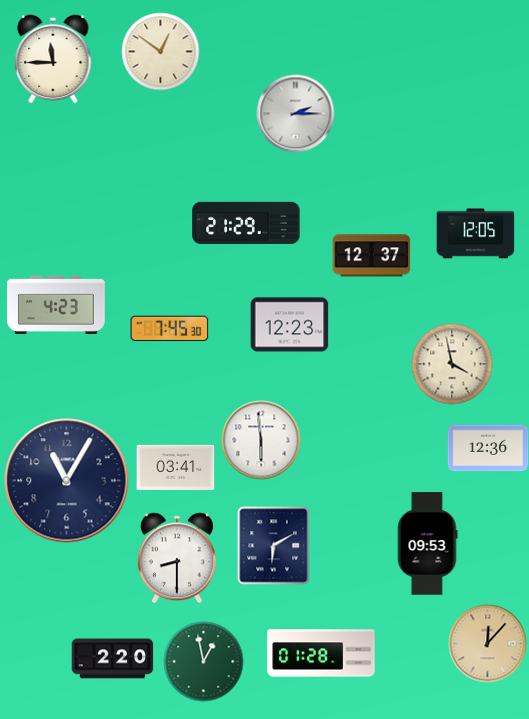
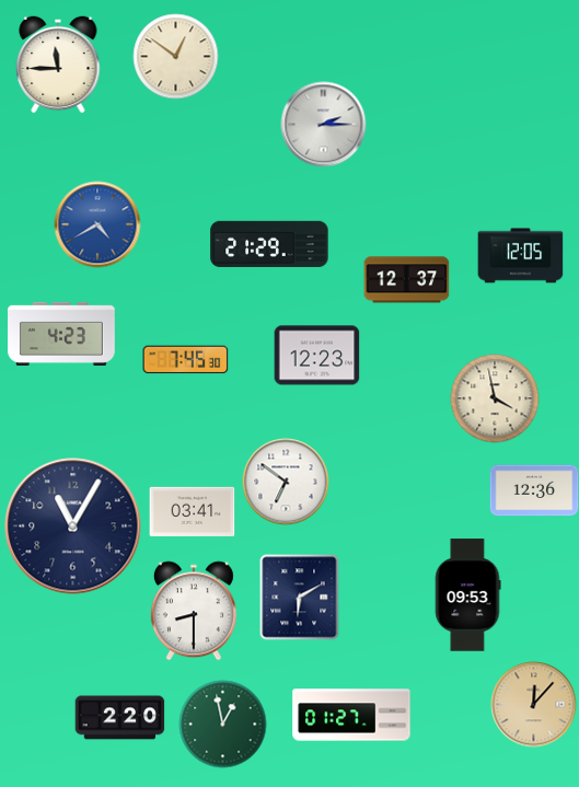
clock at (97, 224): none -> 4:40
clock at (261, 440): 5:59 -> 6:51
clock at (321, 653): 01:28 -> 01:27
clock at (112, 659) position: (112, 659) -> (119, 718)
